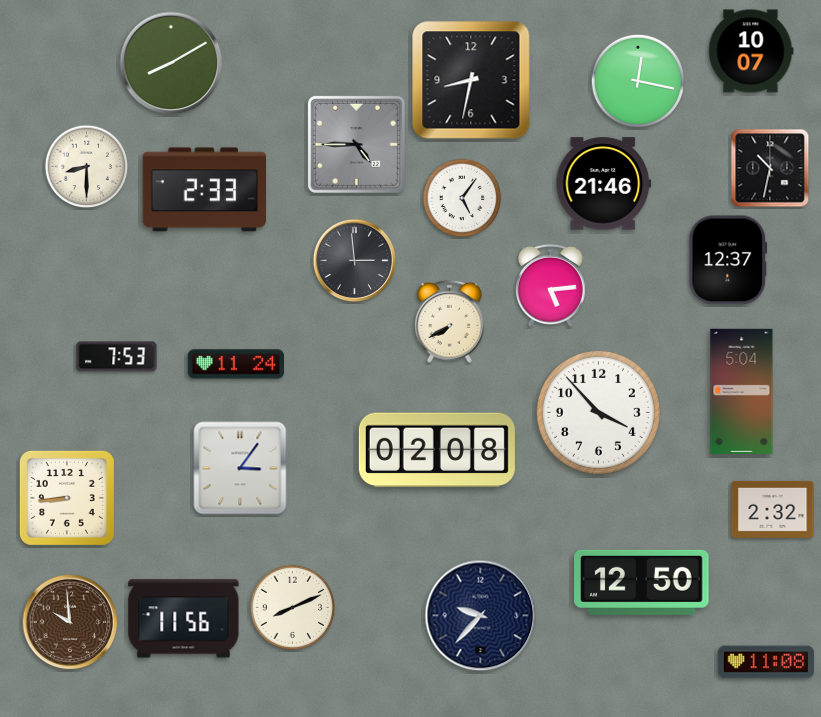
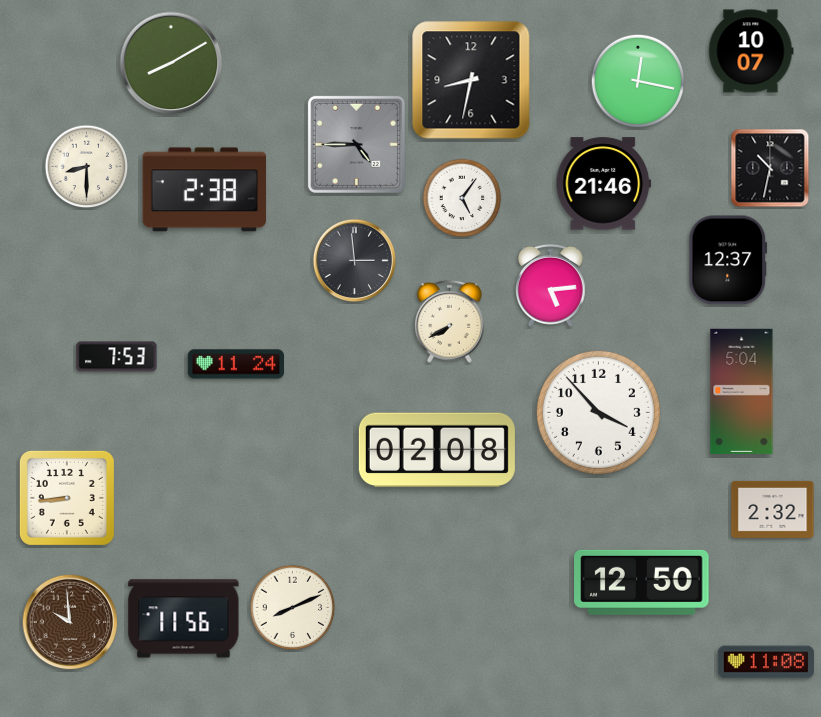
clock at (205, 190): 2:33 -> 2:38
clock at (240, 468): 3:06 -> none
clock at (481, 616): 9:37 -> none
